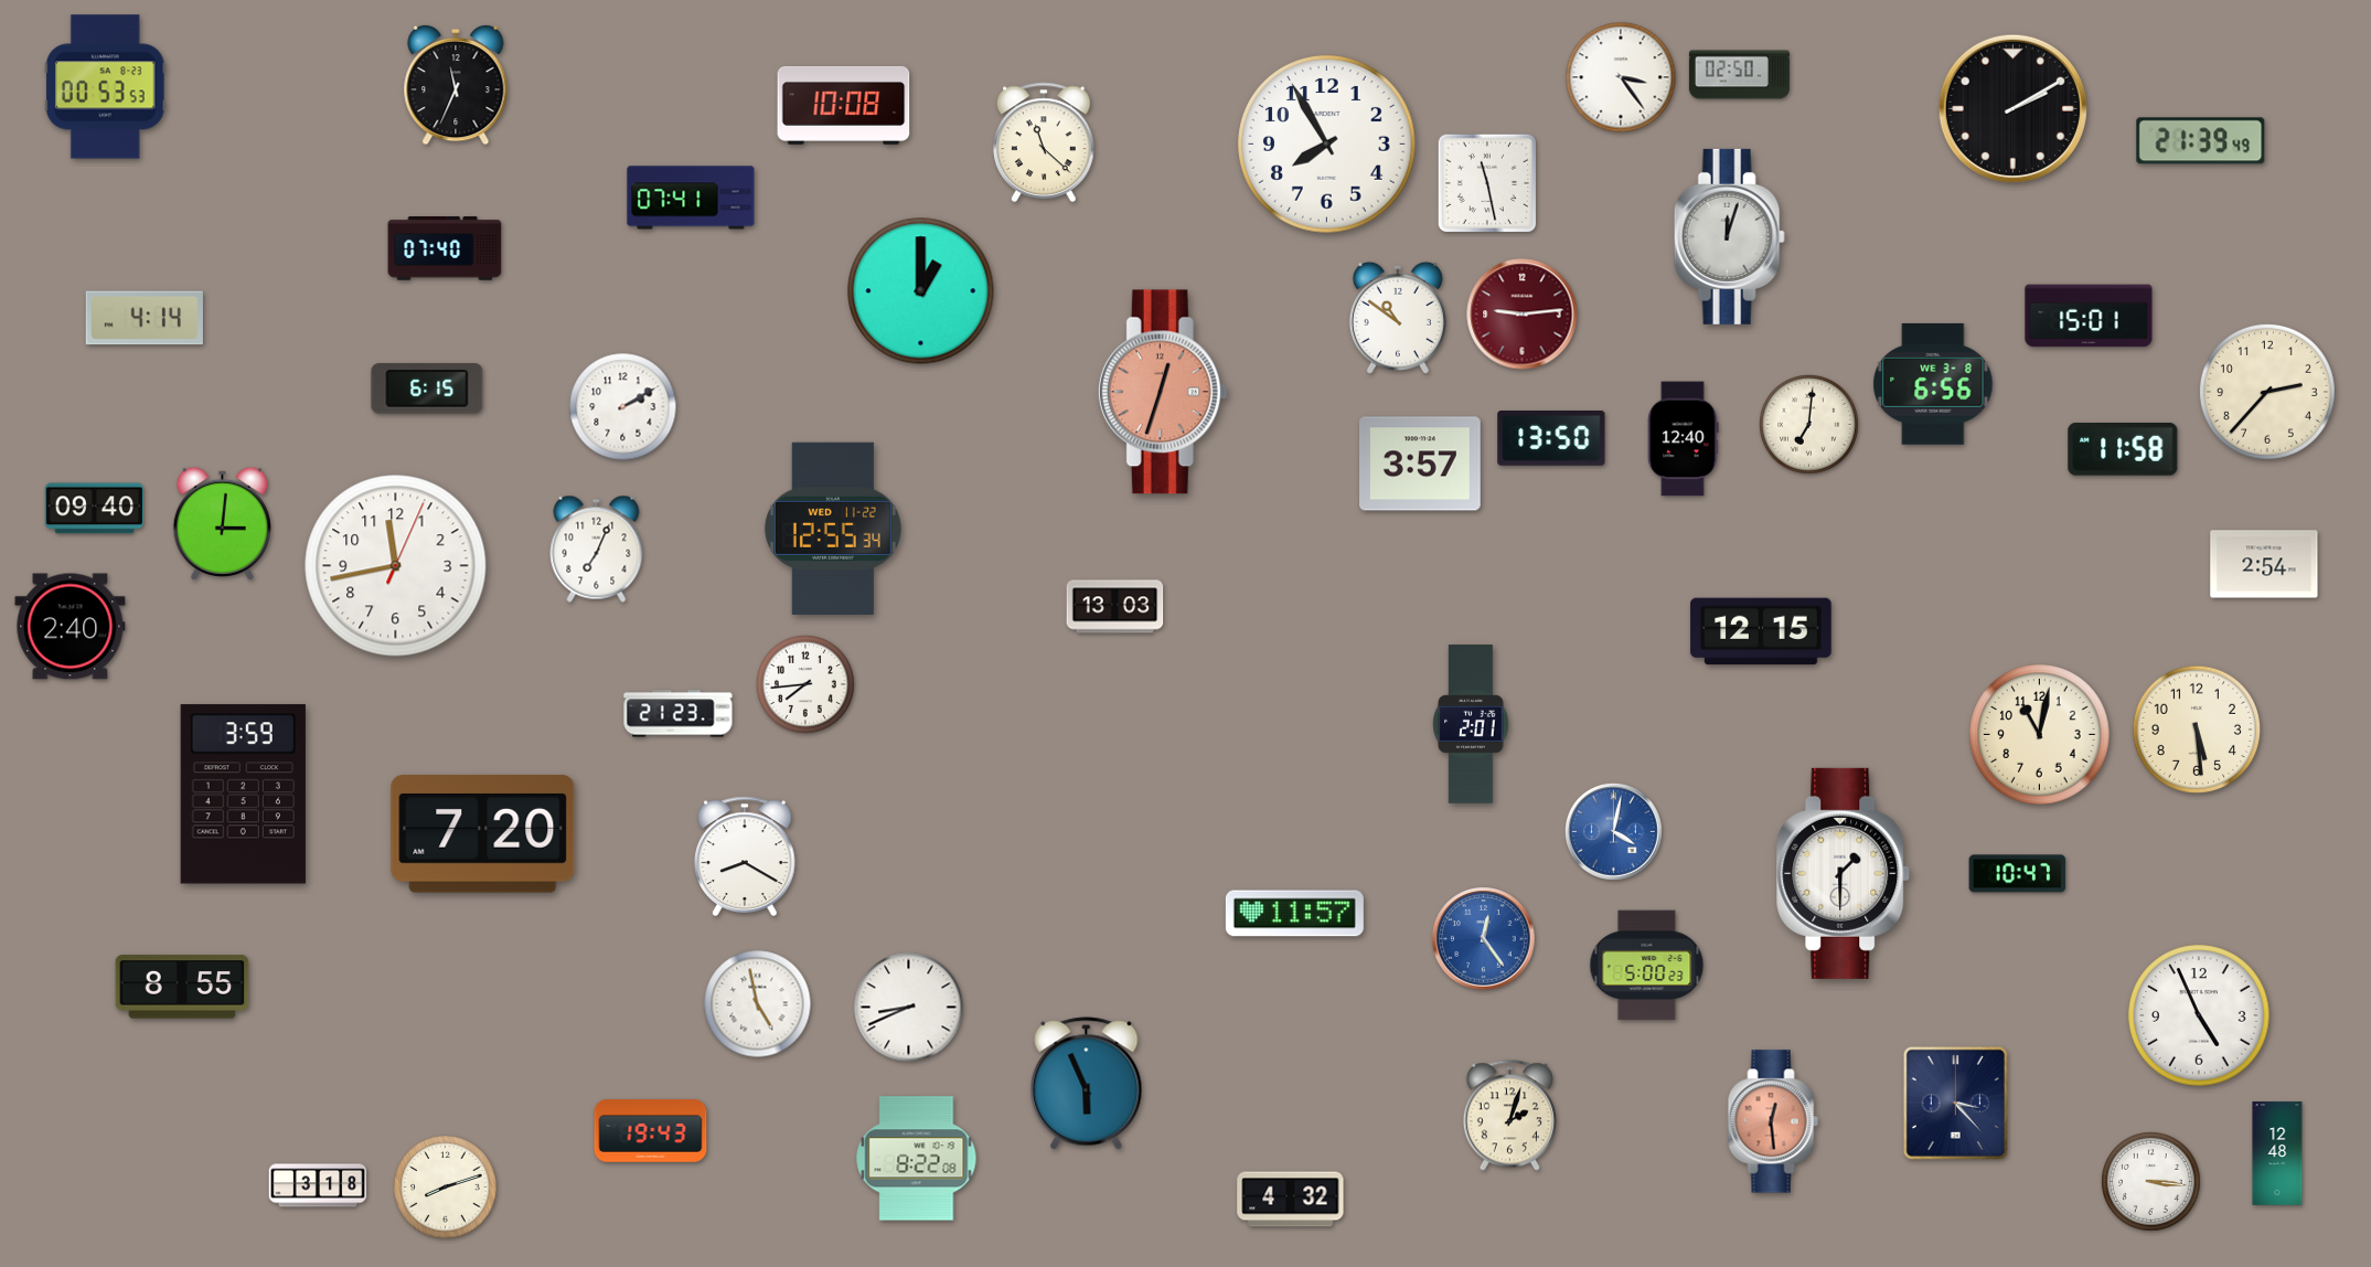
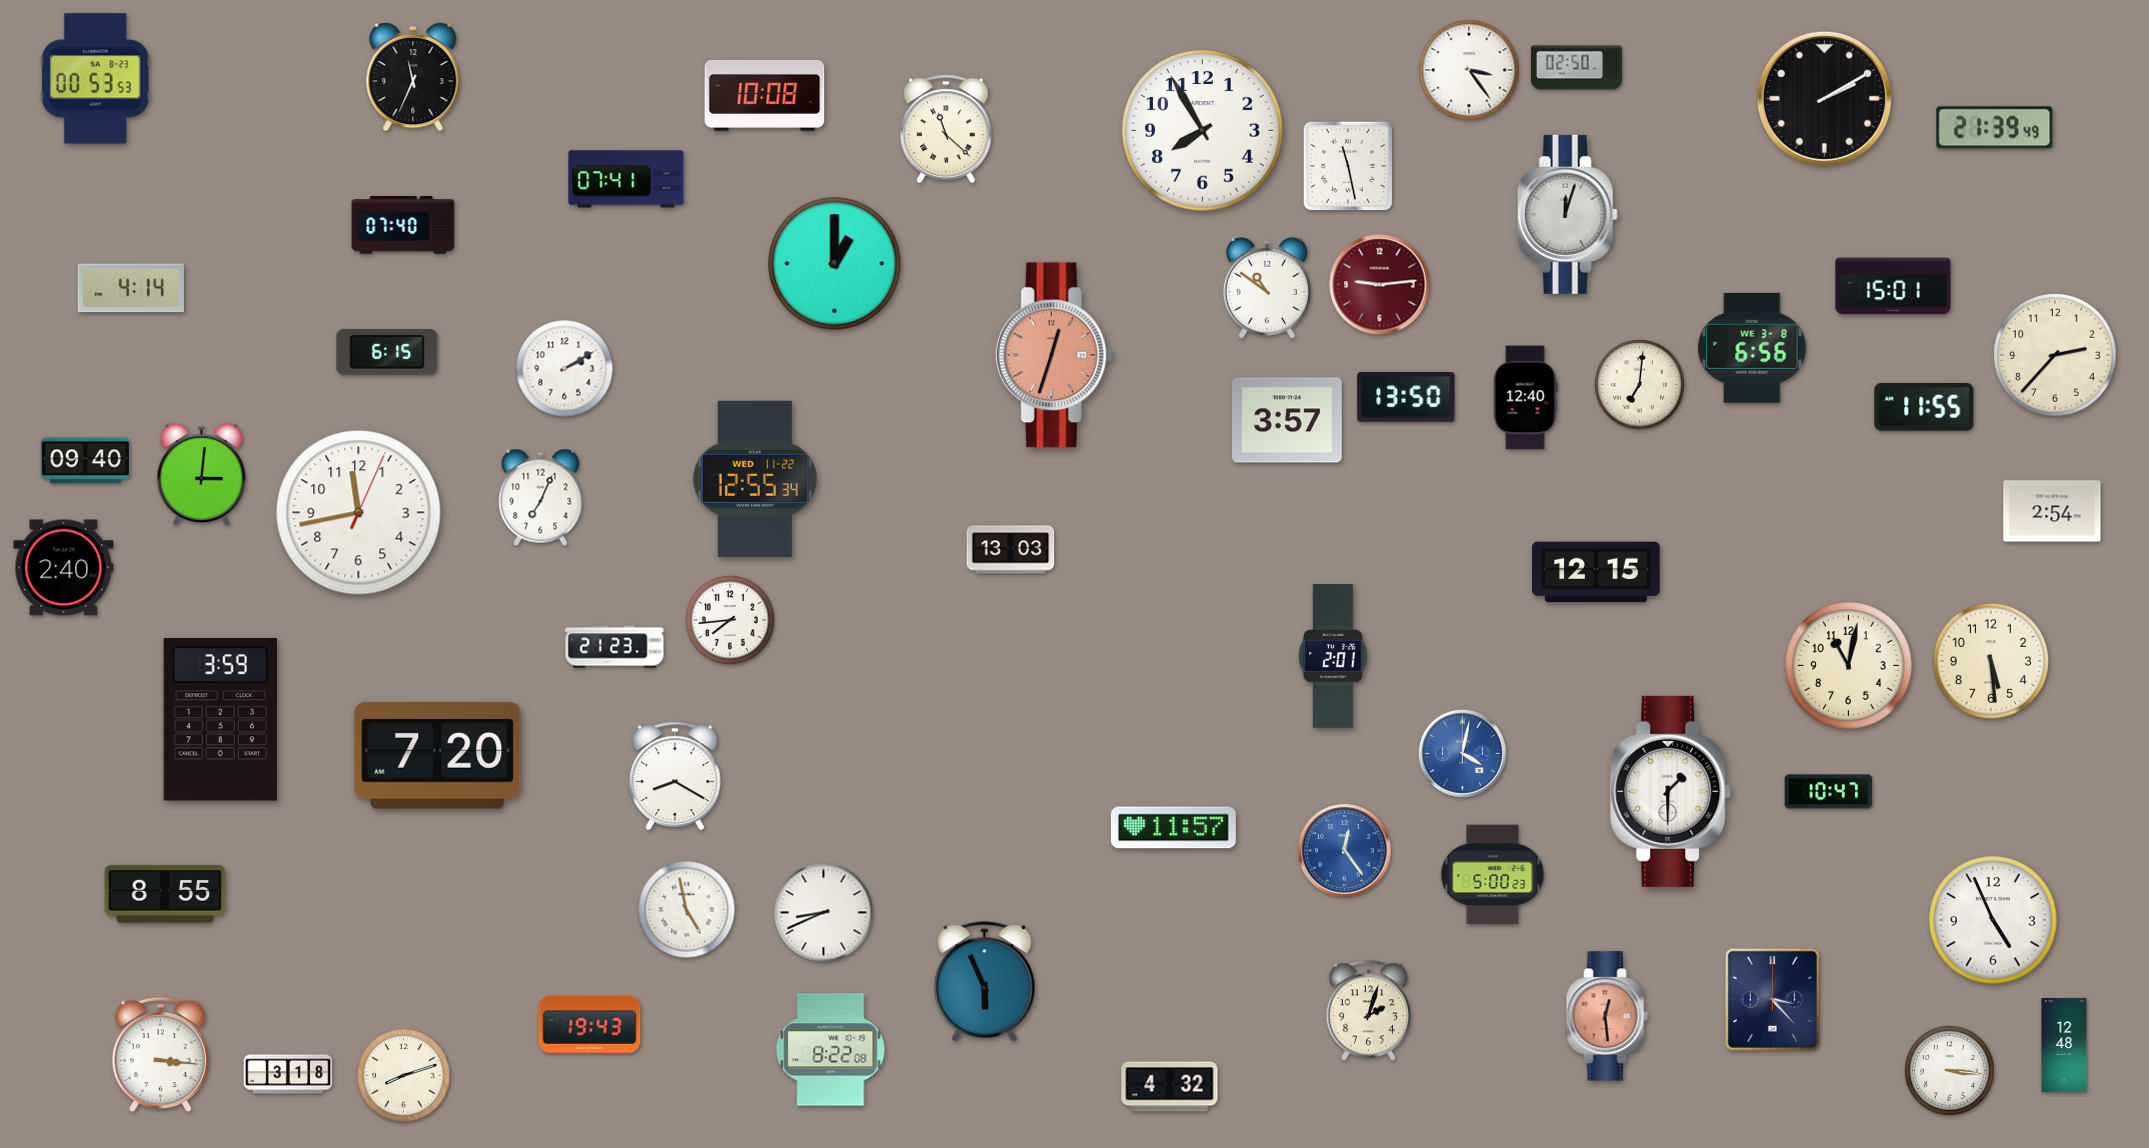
clock at (2123, 449): 11:58 -> 11:55
clock at (161, 1055): none -> 3:16
